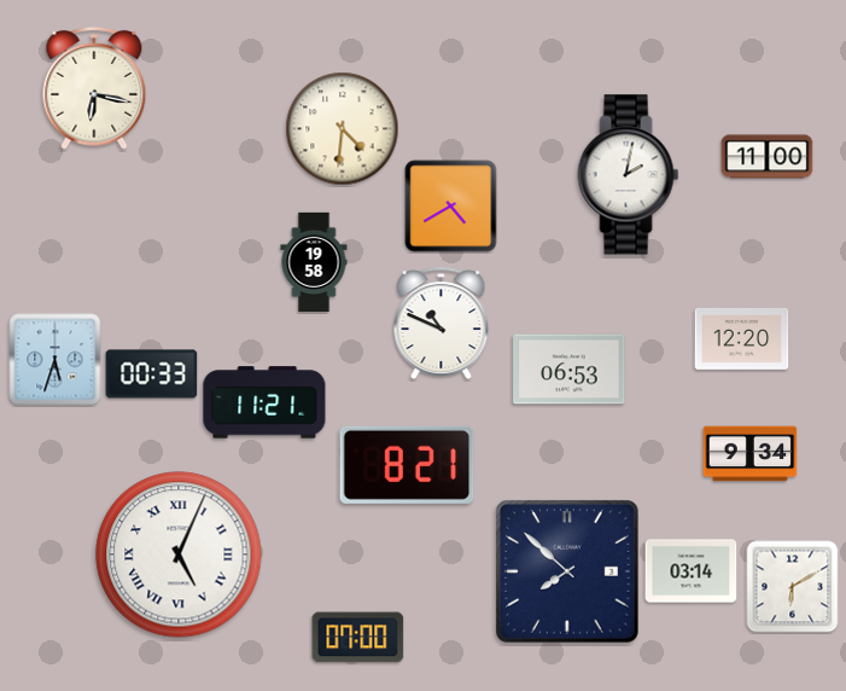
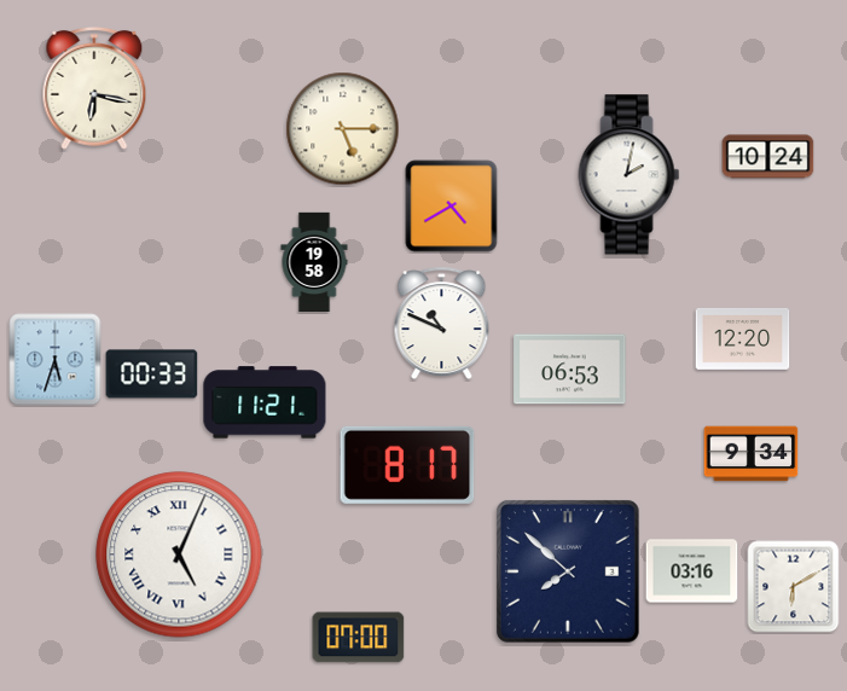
clock at (343, 129): 4:31 -> 5:15
clock at (768, 157): 11:00 -> 10:24
clock at (407, 465): 8:21 -> 8:17
clock at (692, 571): 03:14 -> 03:16
